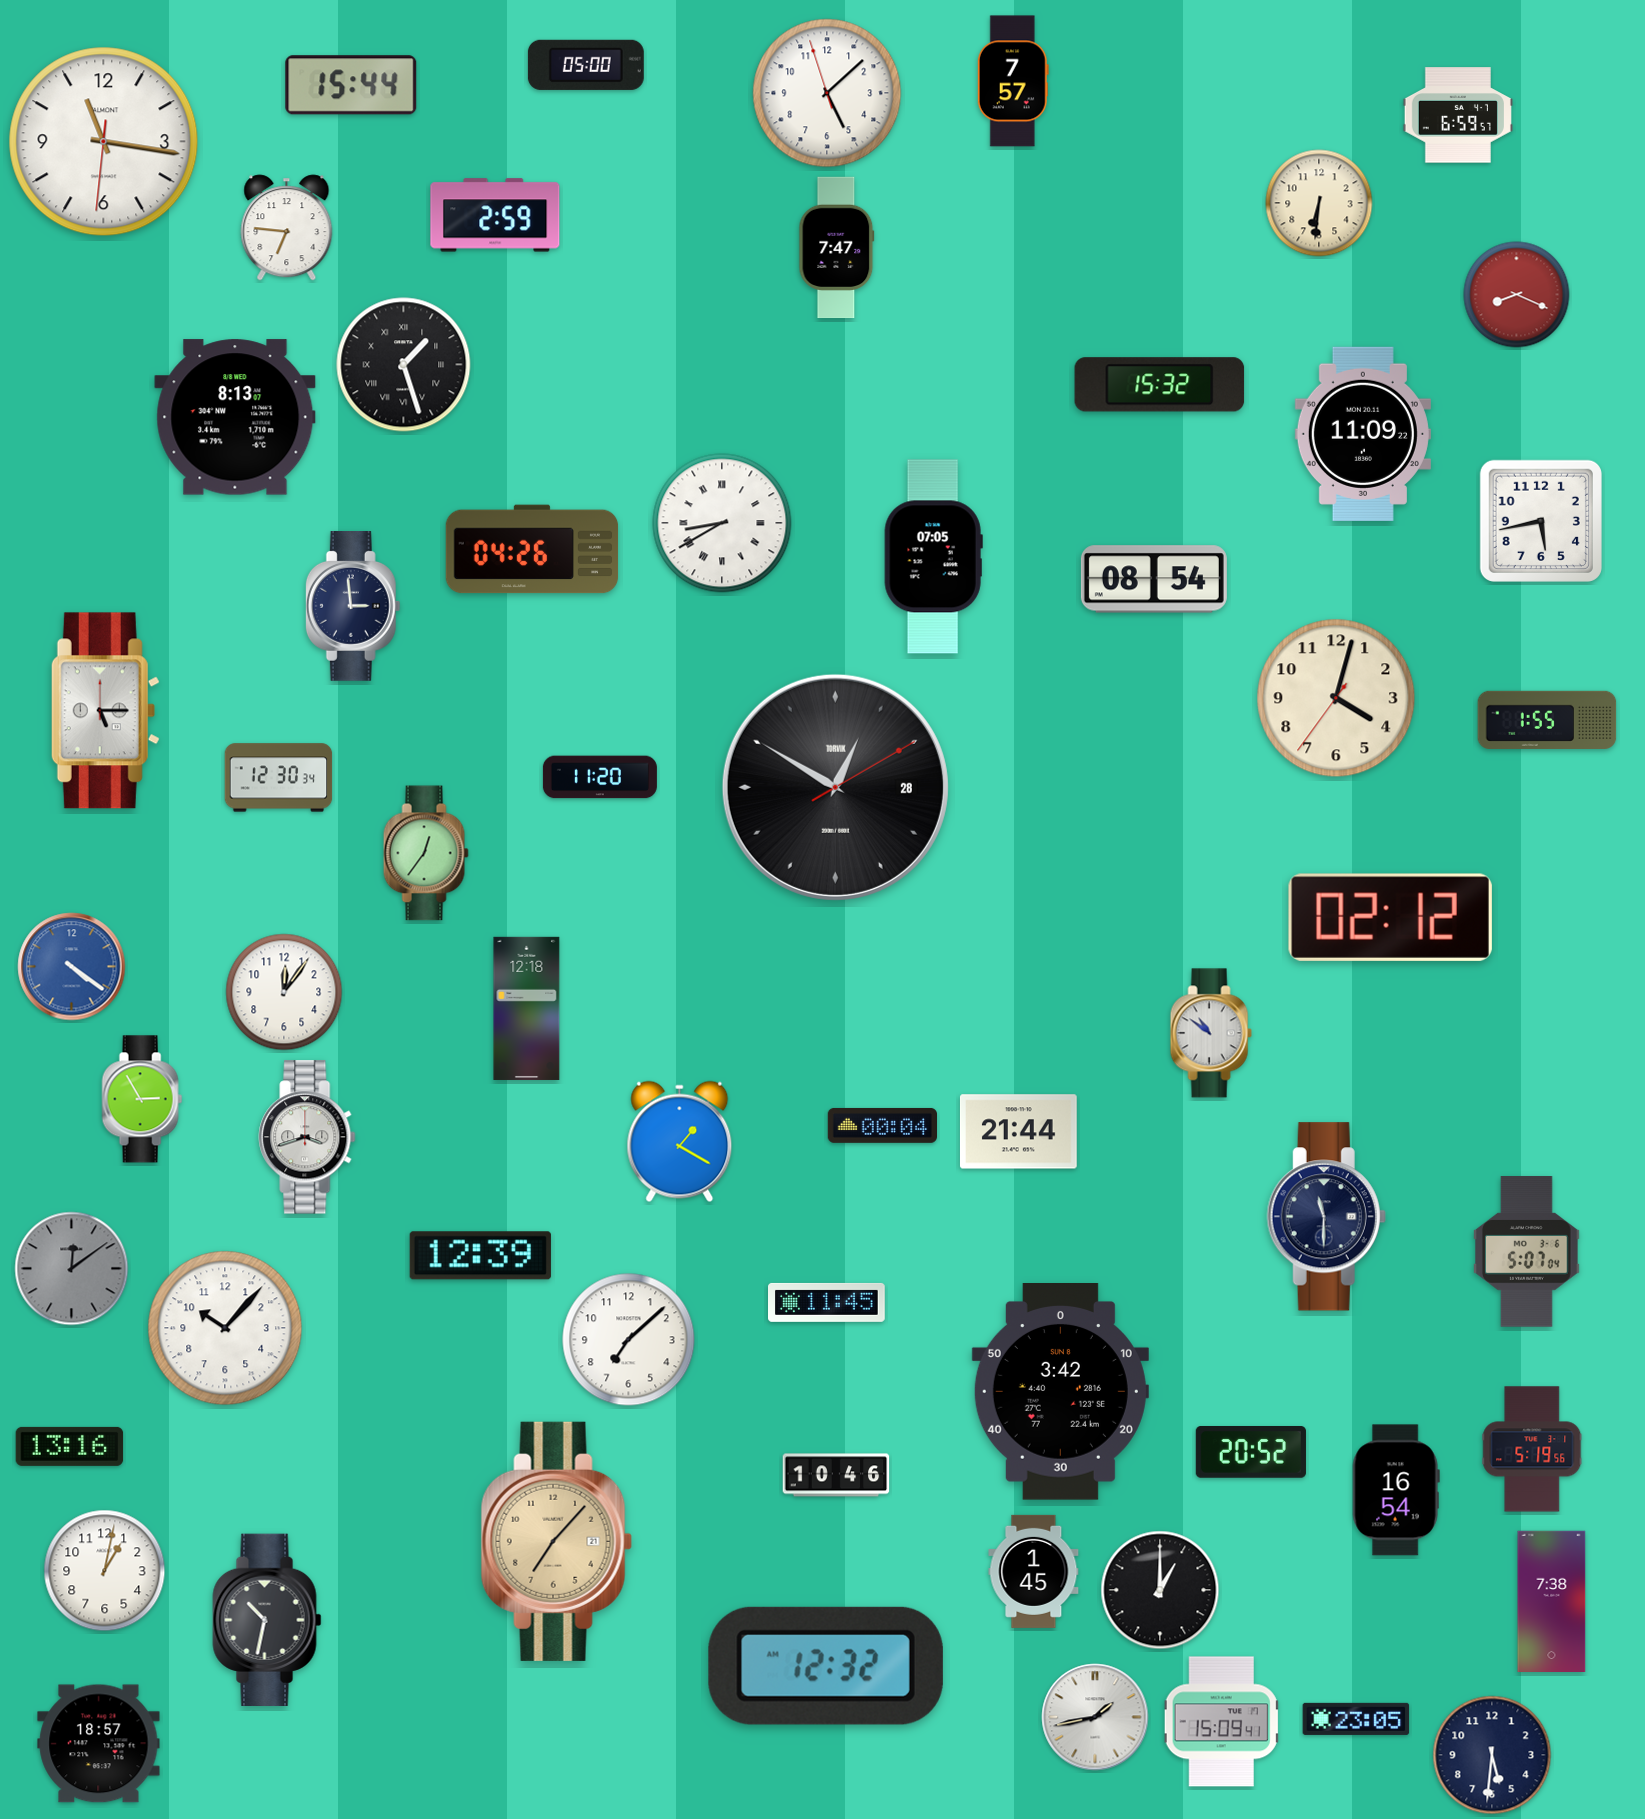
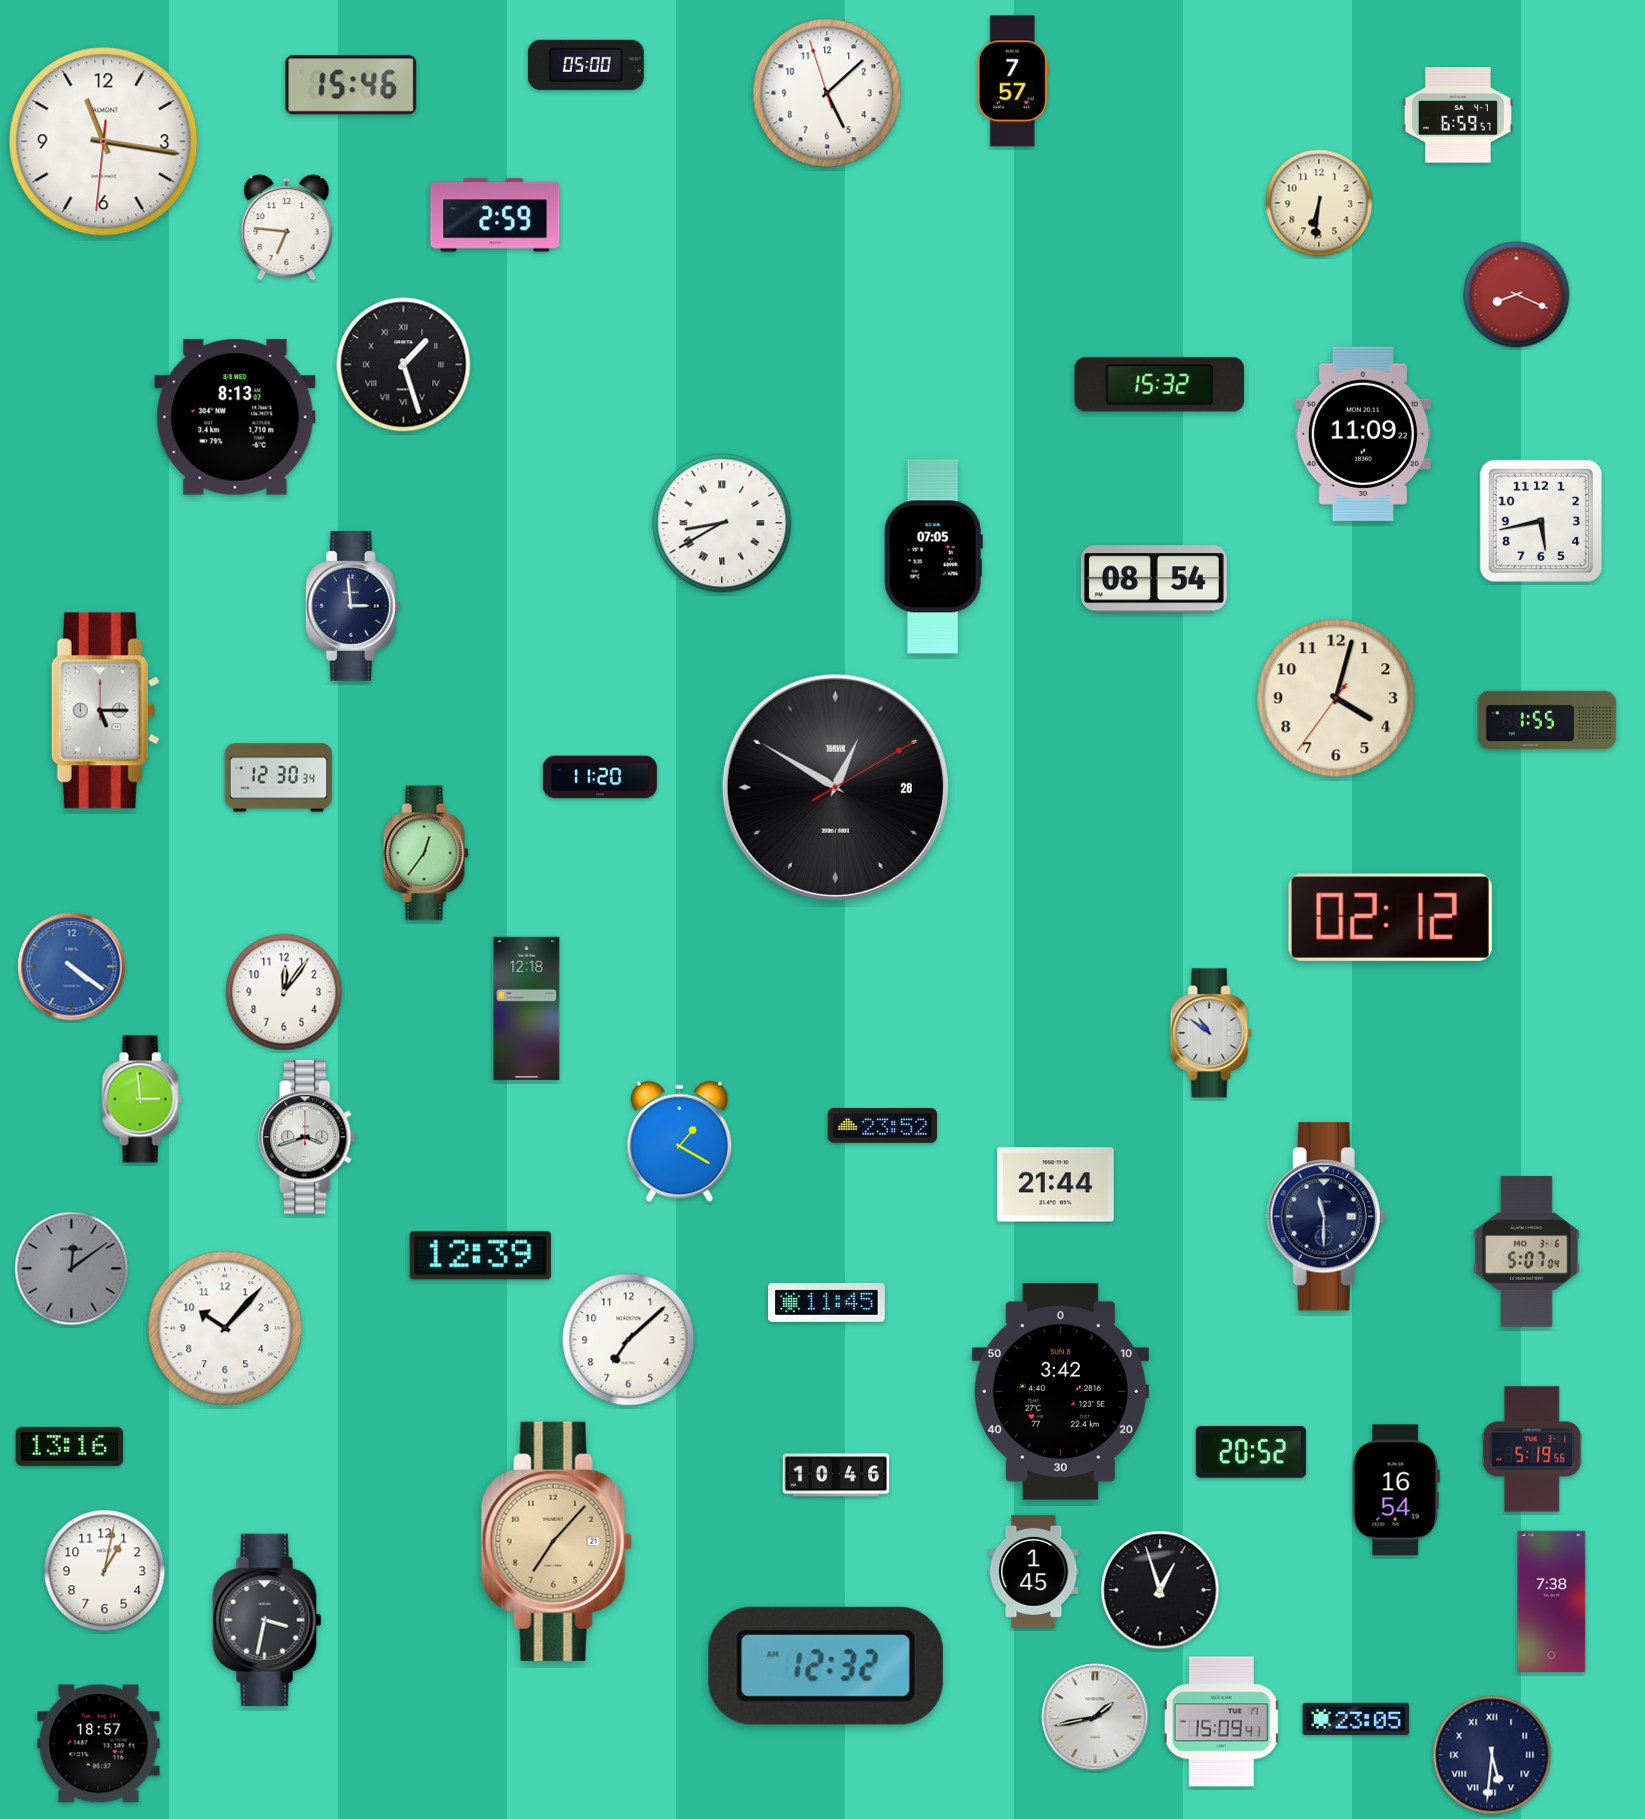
clock at (351, 85): 15:44 -> 15:46
clock at (837, 248): 7:47 -> none
clock at (532, 549): 04:26 -> none
clock at (142, 1099): 2:55 -> 2:59
clock at (882, 1125): 00:04 -> 23:52
clock at (1018, 1132) position: (1018, 1132) -> (1055, 1185)
clock at (1160, 1590): 1:00 -> 12:57
clock at (267, 1619): 10:32 -> 3:32
clock at (1492, 1755) numerals: Arabic -> Roman
